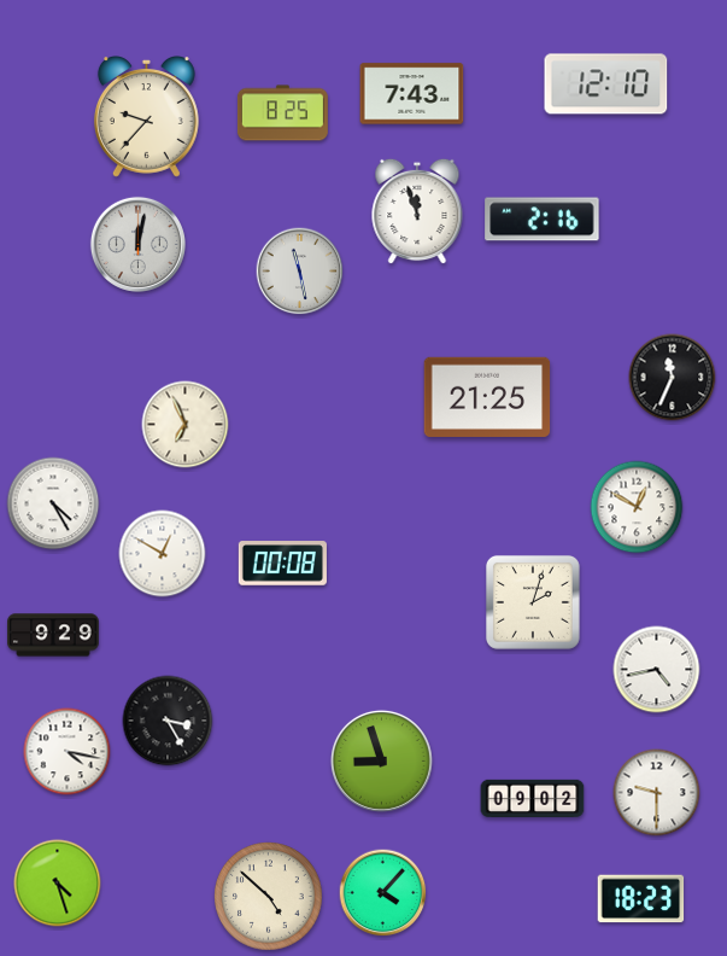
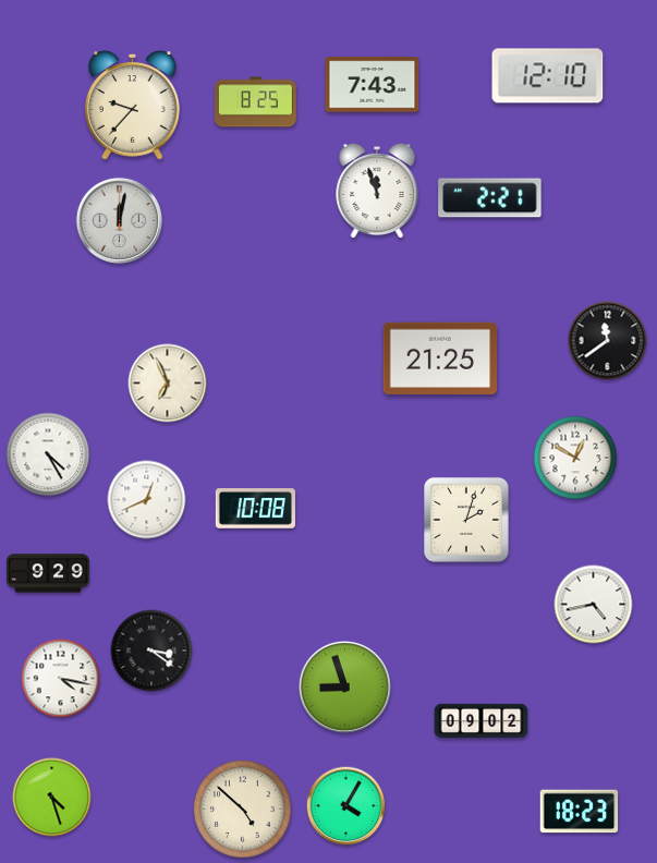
clock at (543, 220): 2:16 -> 2:21
clock at (137, 244) position: (137, 244) -> (119, 220)
clock at (300, 272): 11:28 -> none
clock at (673, 378): 11:34 -> 11:39
clock at (163, 554): 12:50 -> 12:41
clock at (282, 564): 00:08 -> 10:08
clock at (533, 602) position: (533, 602) -> (466, 520)
clock at (168, 721): 3:25 -> 3:21
clock at (657, 793): 9:30 -> none
clock at (383, 893): 4:07 -> 4:05
